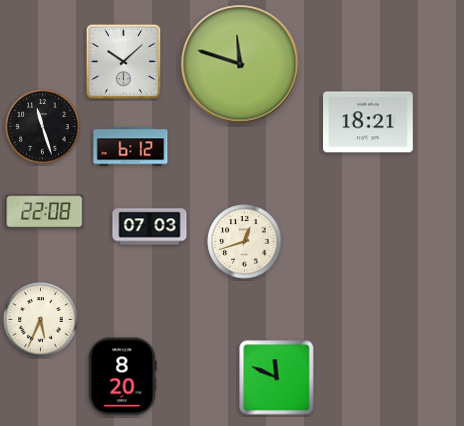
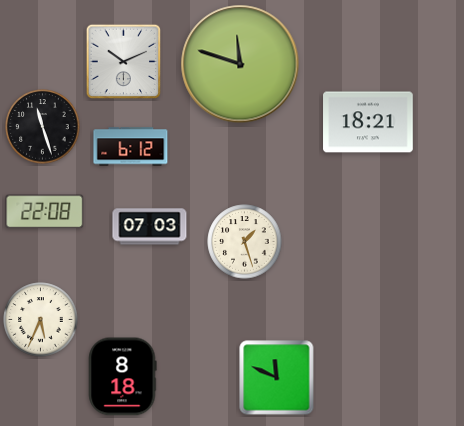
clock at (124, 62): 10:08 -> 10:11
clock at (245, 242): 12:42 -> 1:27
clock at (123, 377): 8:20 -> 8:18
